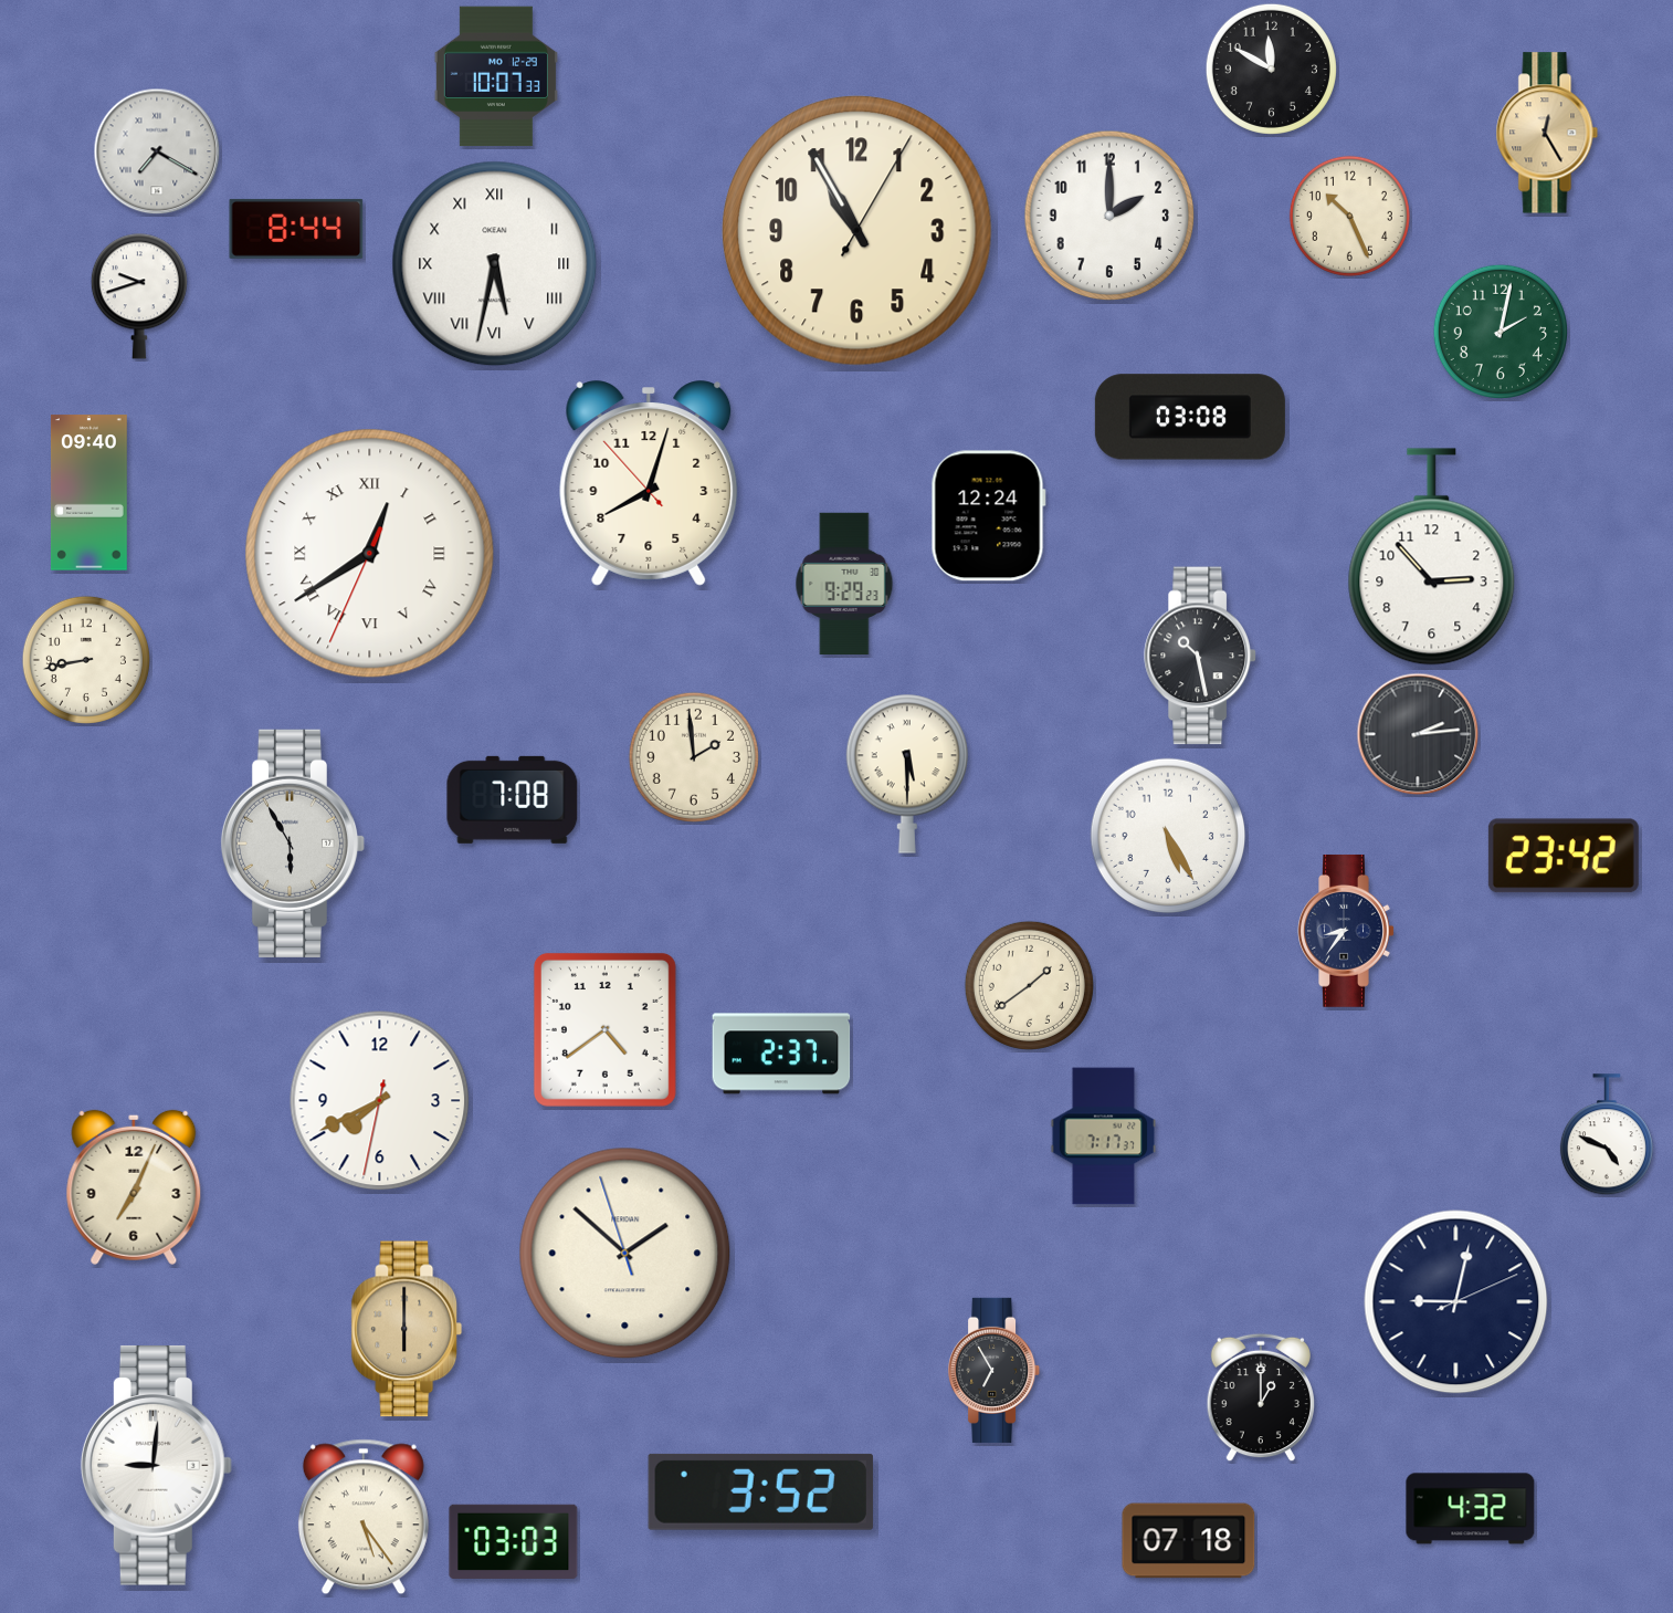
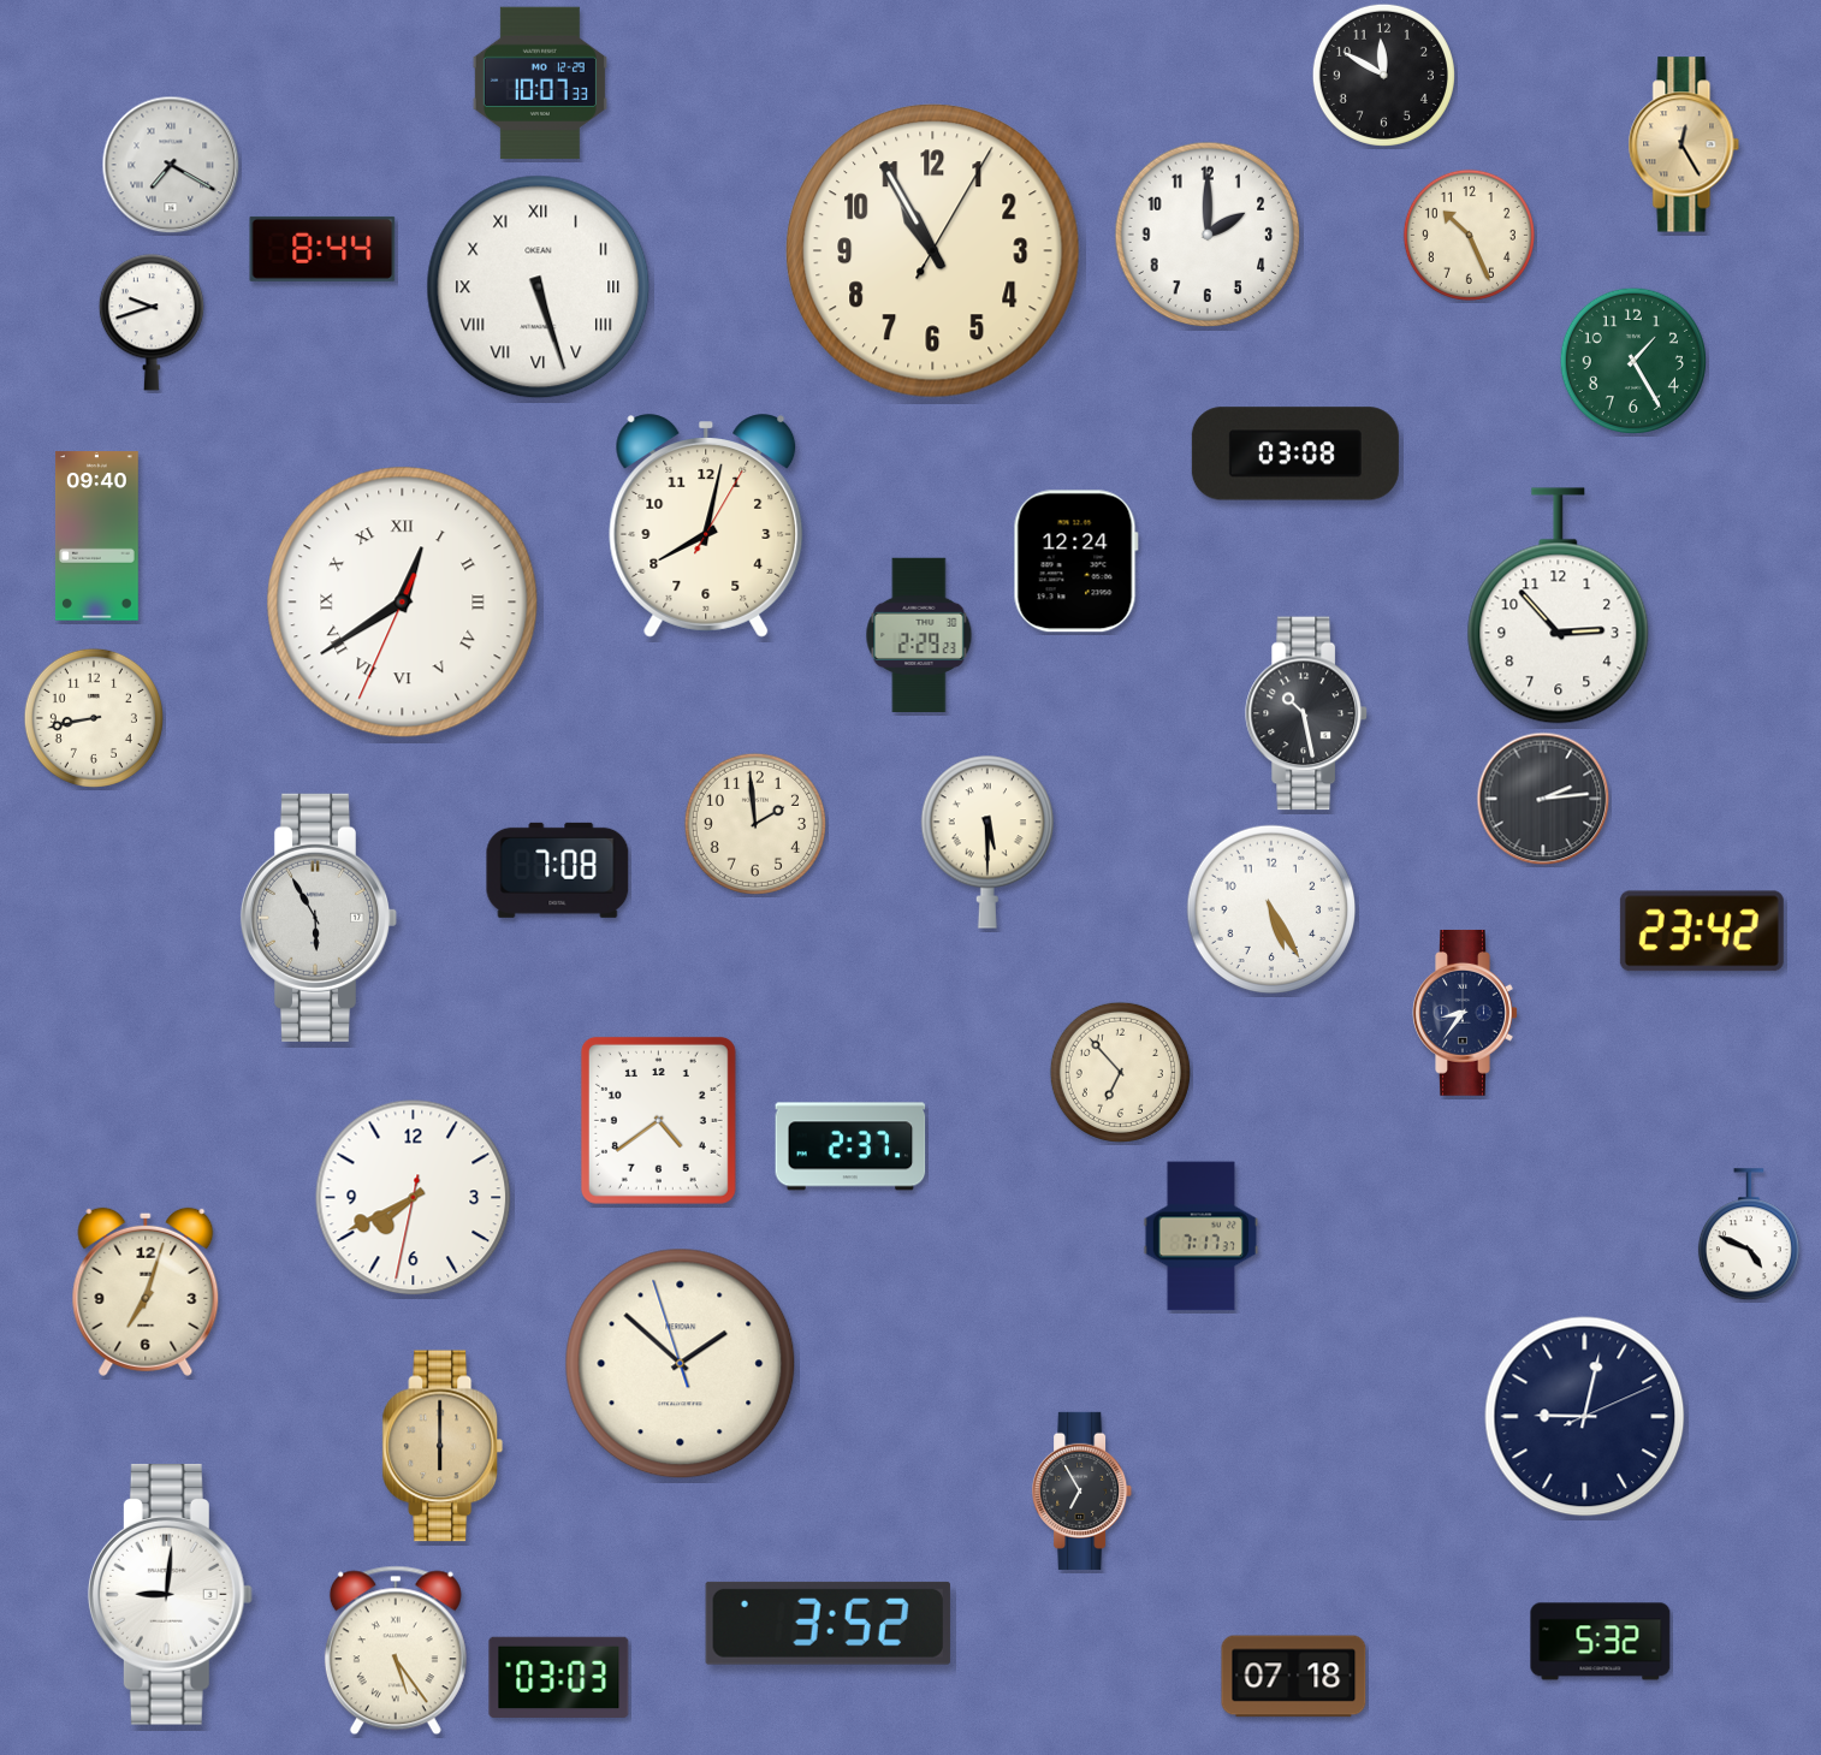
clock at (495, 264): 5:32 -> 5:27
clock at (1501, 332): 2:02 -> 1:25
clock at (649, 483): 8:02:53 -> 8:02:05
clock at (844, 584): 9:29 -> 2:29
clock at (1029, 985): 1:39 -> 6:53
clock at (134, 1187): 7:04 -> 7:03
clock at (1260, 1397): 1:00 -> none
clock at (1471, 1509): 4:32 -> 5:32
